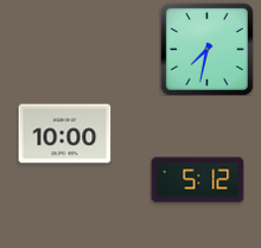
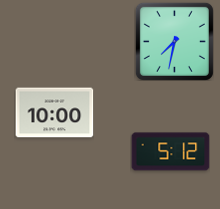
clock at (197, 180) position: (197, 180) -> (170, 152)
